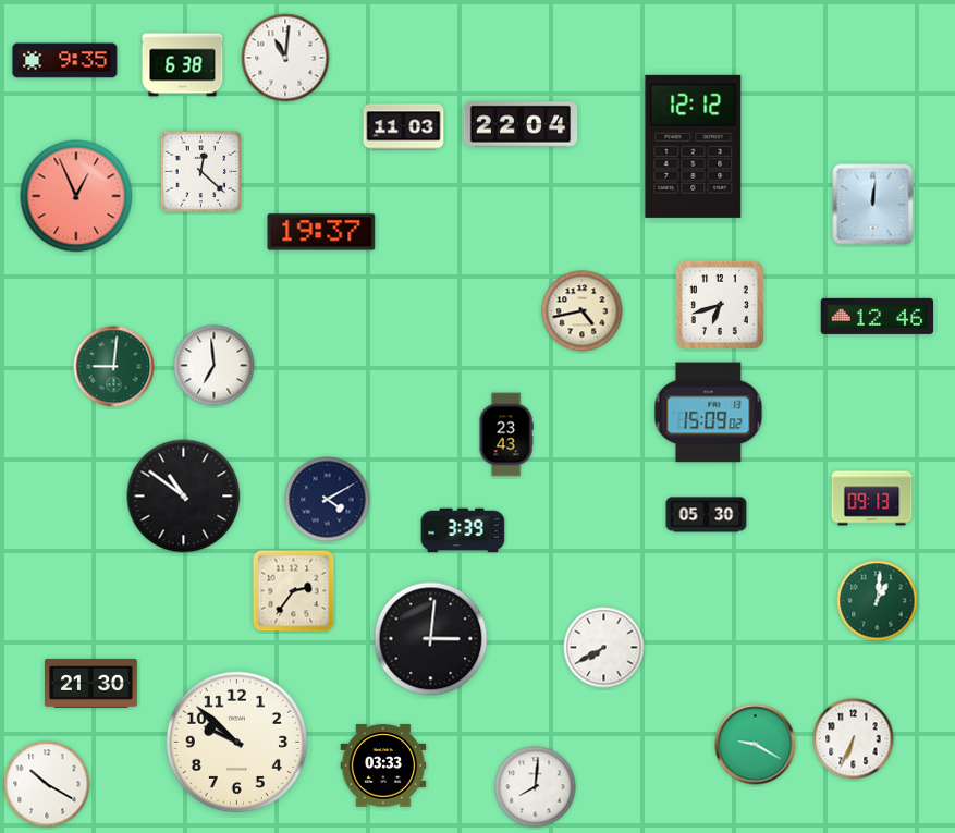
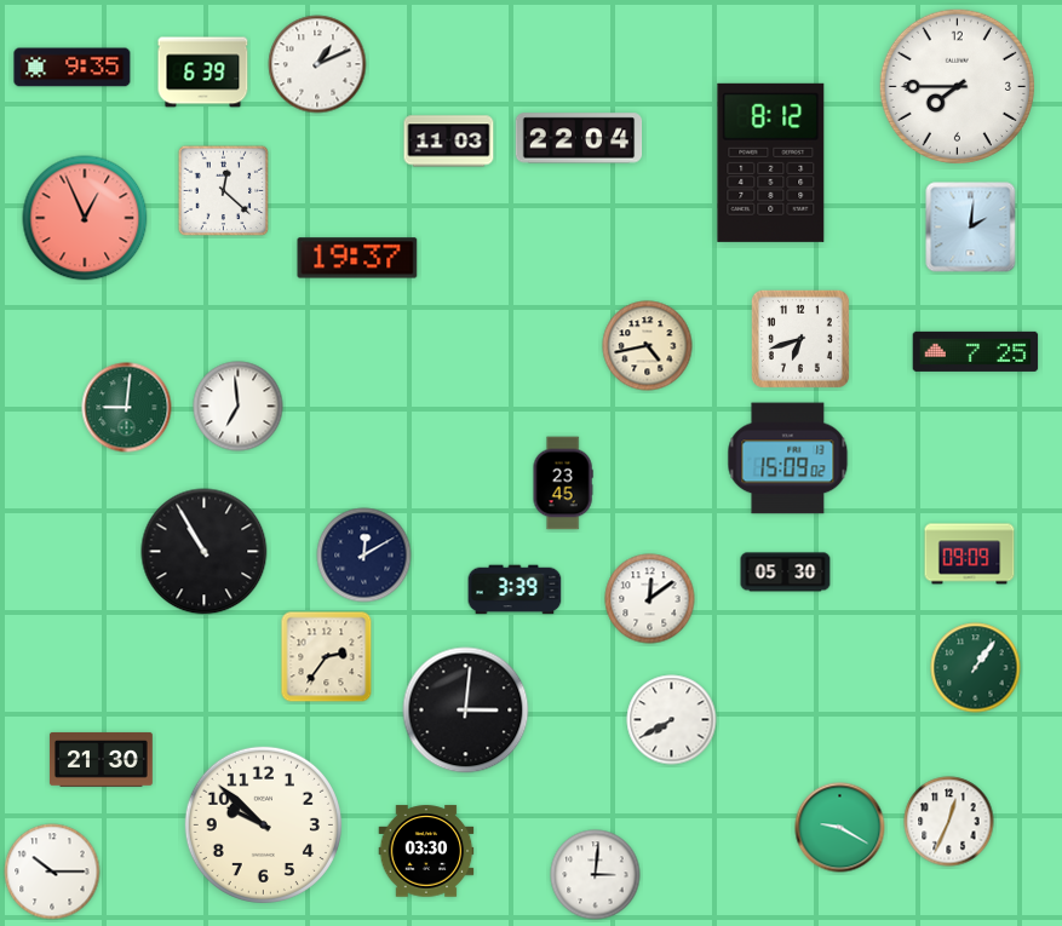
clock at (285, 58): 11:01 -> 1:11
clock at (183, 65): 6:38 -> 6:39
clock at (957, 86): none -> 7:45
clock at (694, 146): 12:12 -> 8:12
clock at (873, 205): 12:01 -> 2:01
clock at (878, 316): 12:46 -> 7:25
clock at (506, 434): 23:43 -> 23:45
clock at (184, 497): 10:51 -> 10:55
clock at (872, 499): 09:13 -> 09:09
clock at (328, 500): 4:10 -> 12:10
clock at (650, 599): none -> 12:09
clock at (878, 601): 1:01 -> 1:06
clock at (431, 639) position: (431, 639) -> (466, 711)
clock at (854, 739): 6:34 -> 12:34
clock at (383, 765): 03:33 -> 03:30
clock at (47, 784): 10:20 -> 10:15
clock at (536, 787): 8:01 -> 3:01
